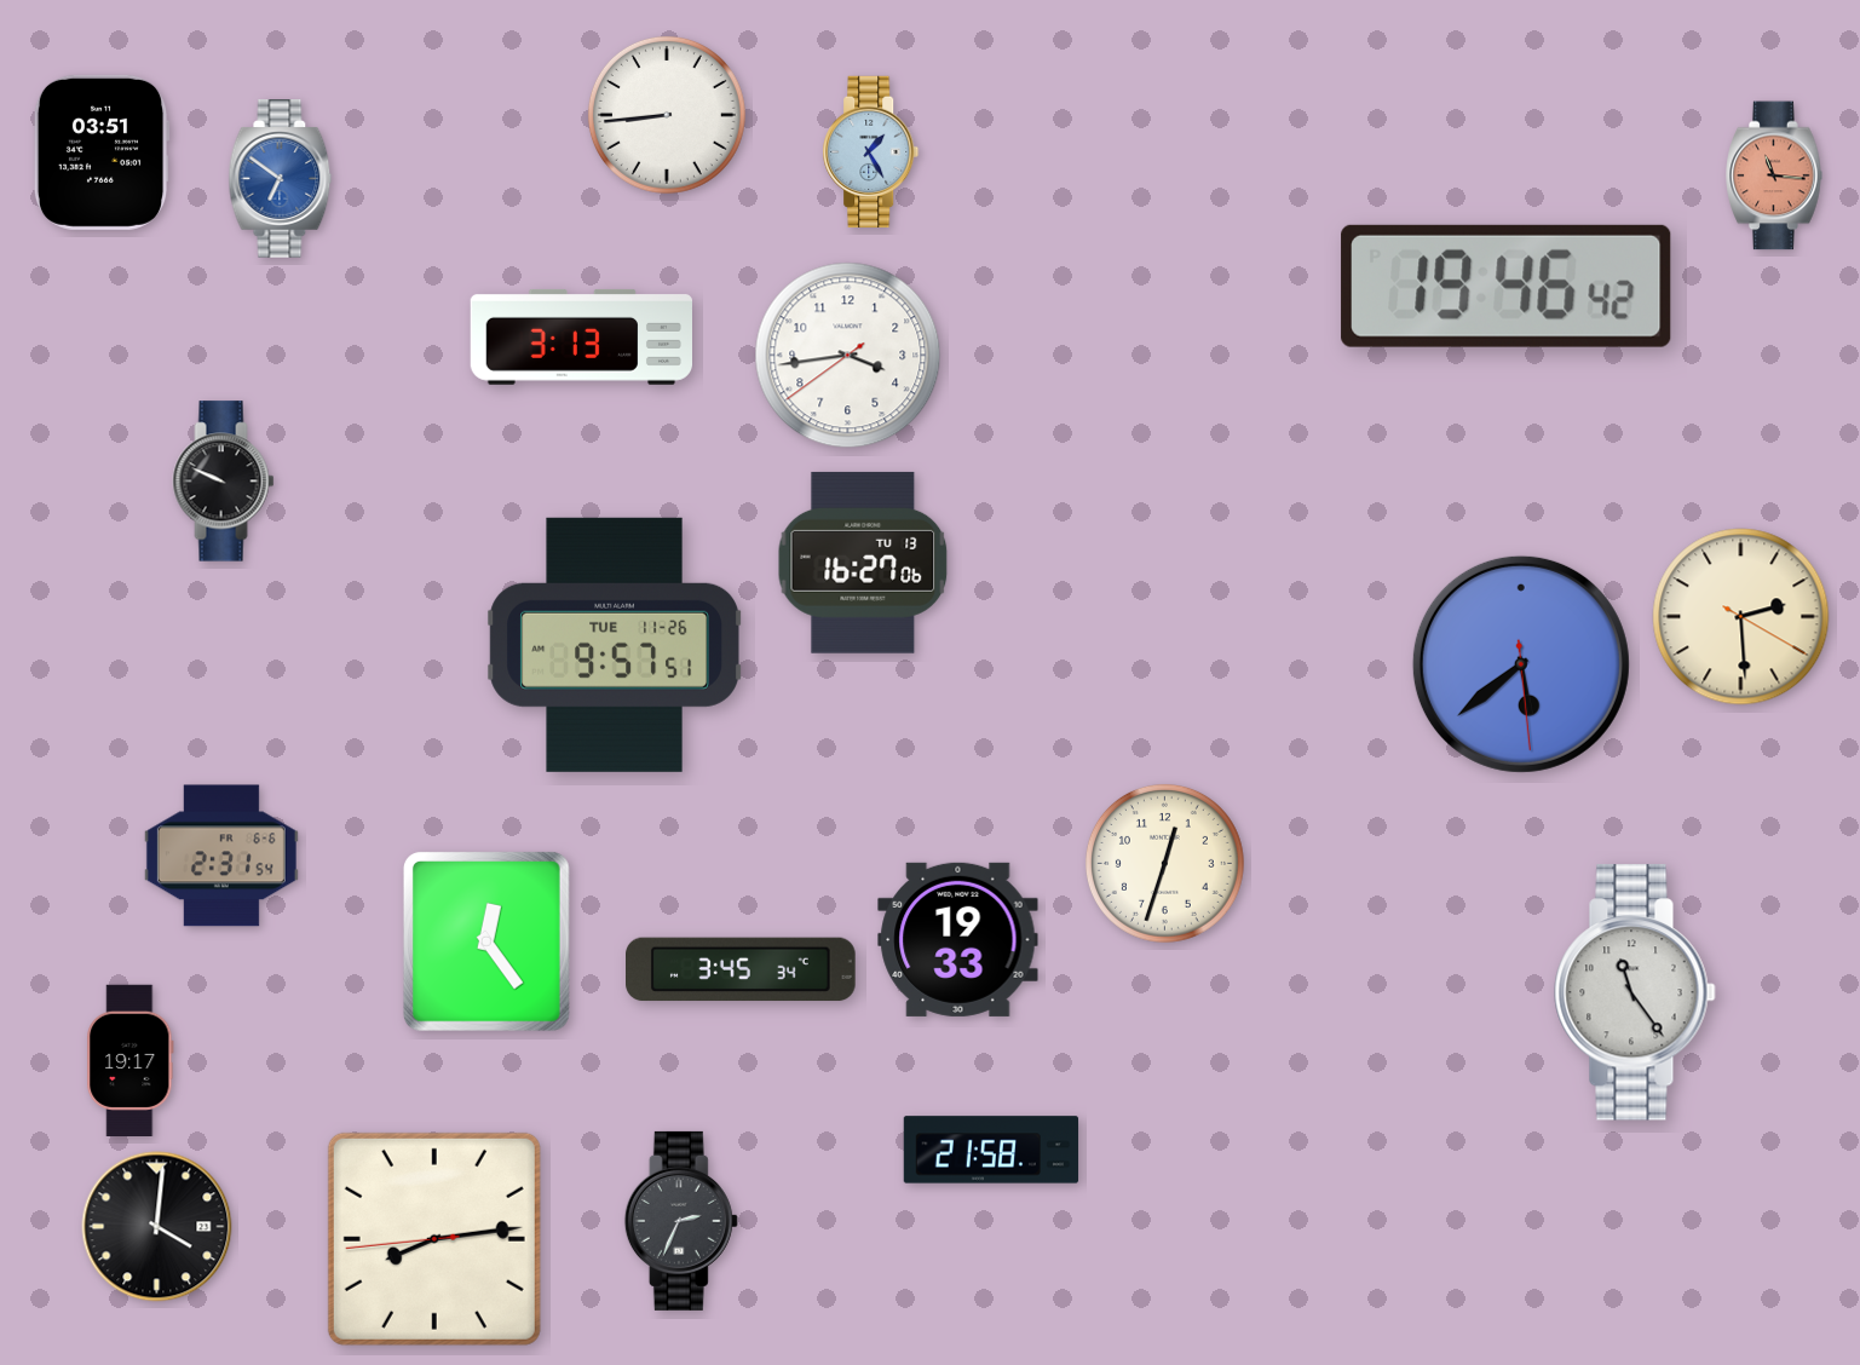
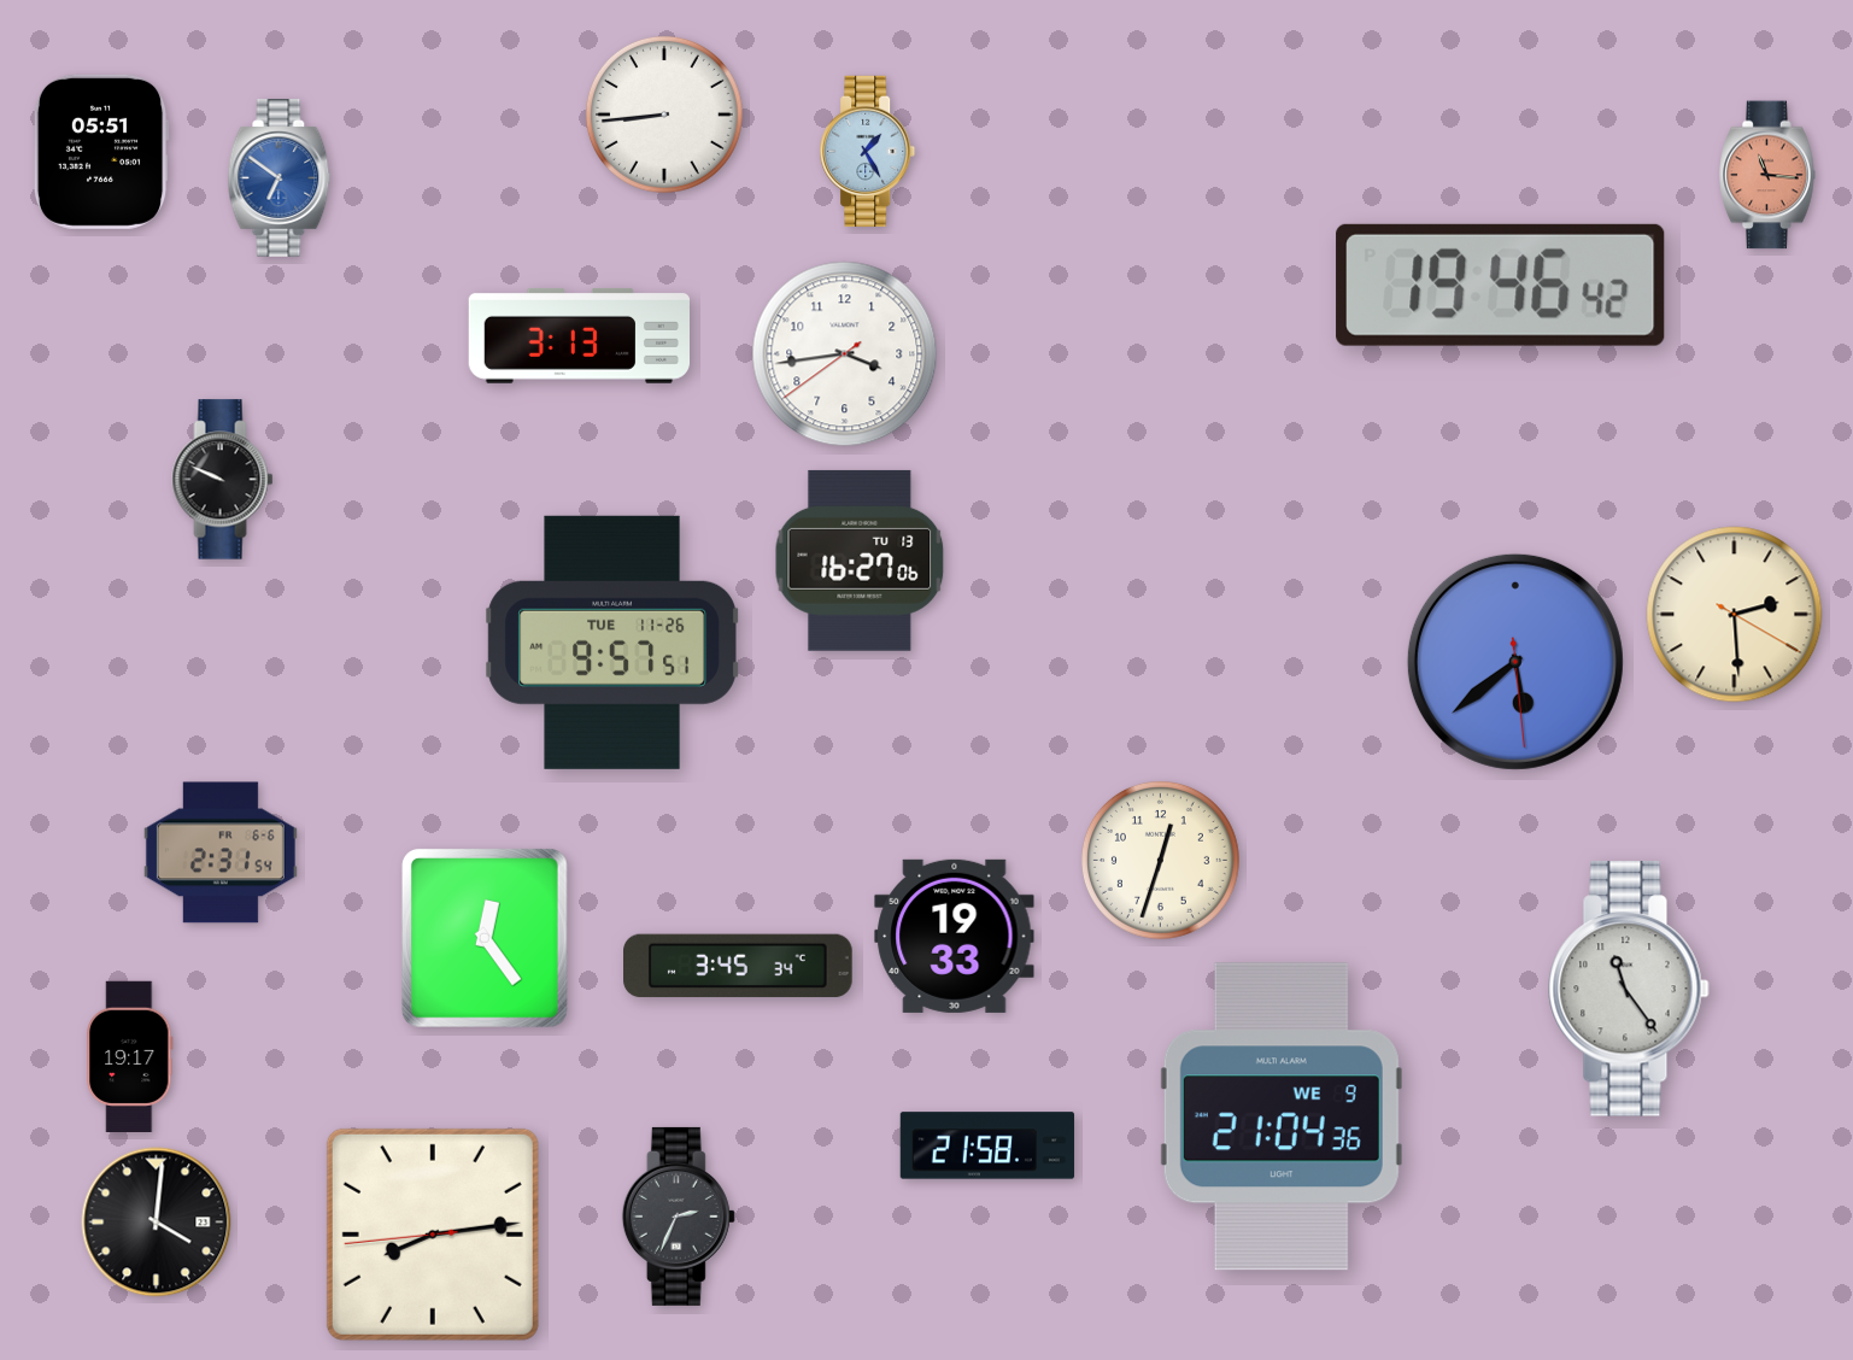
clock at (102, 152): 03:51 -> 05:51
clock at (1282, 1116): none -> 21:04
